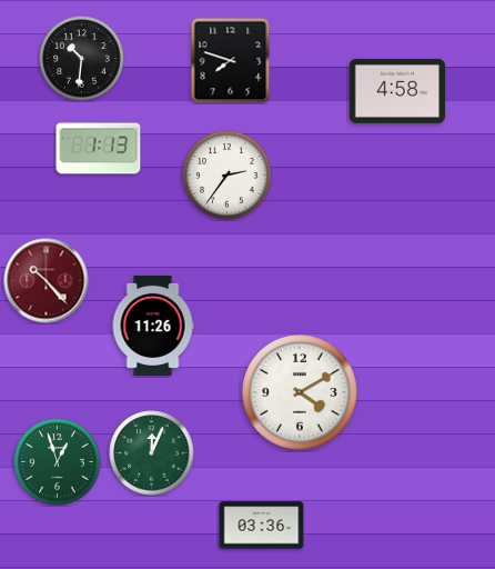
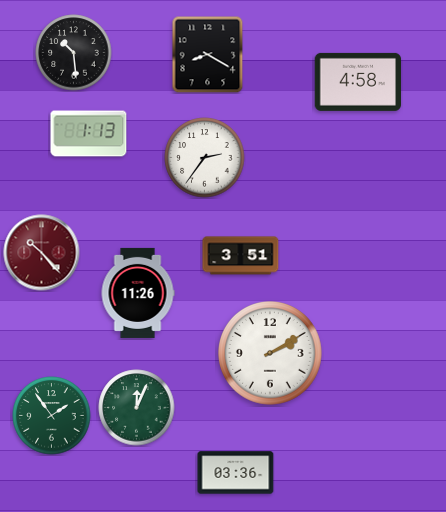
clock at (82, 59): 10:31 -> 10:29
clock at (231, 60): 7:48 -> 8:20
clock at (241, 256): none -> 3:51
clock at (300, 392): 4:10 -> 2:10
clock at (58, 462): 12:57 -> 1:54
